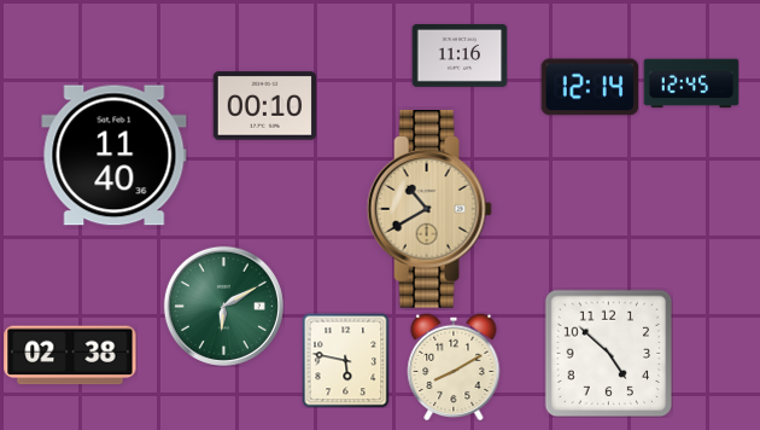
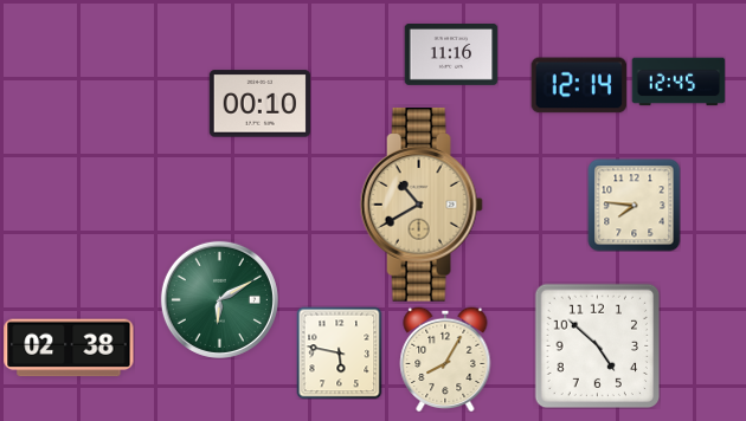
clock at (115, 156): 11:40 -> none
clock at (634, 205): none -> 7:46
clock at (454, 367): 8:10 -> 8:05
